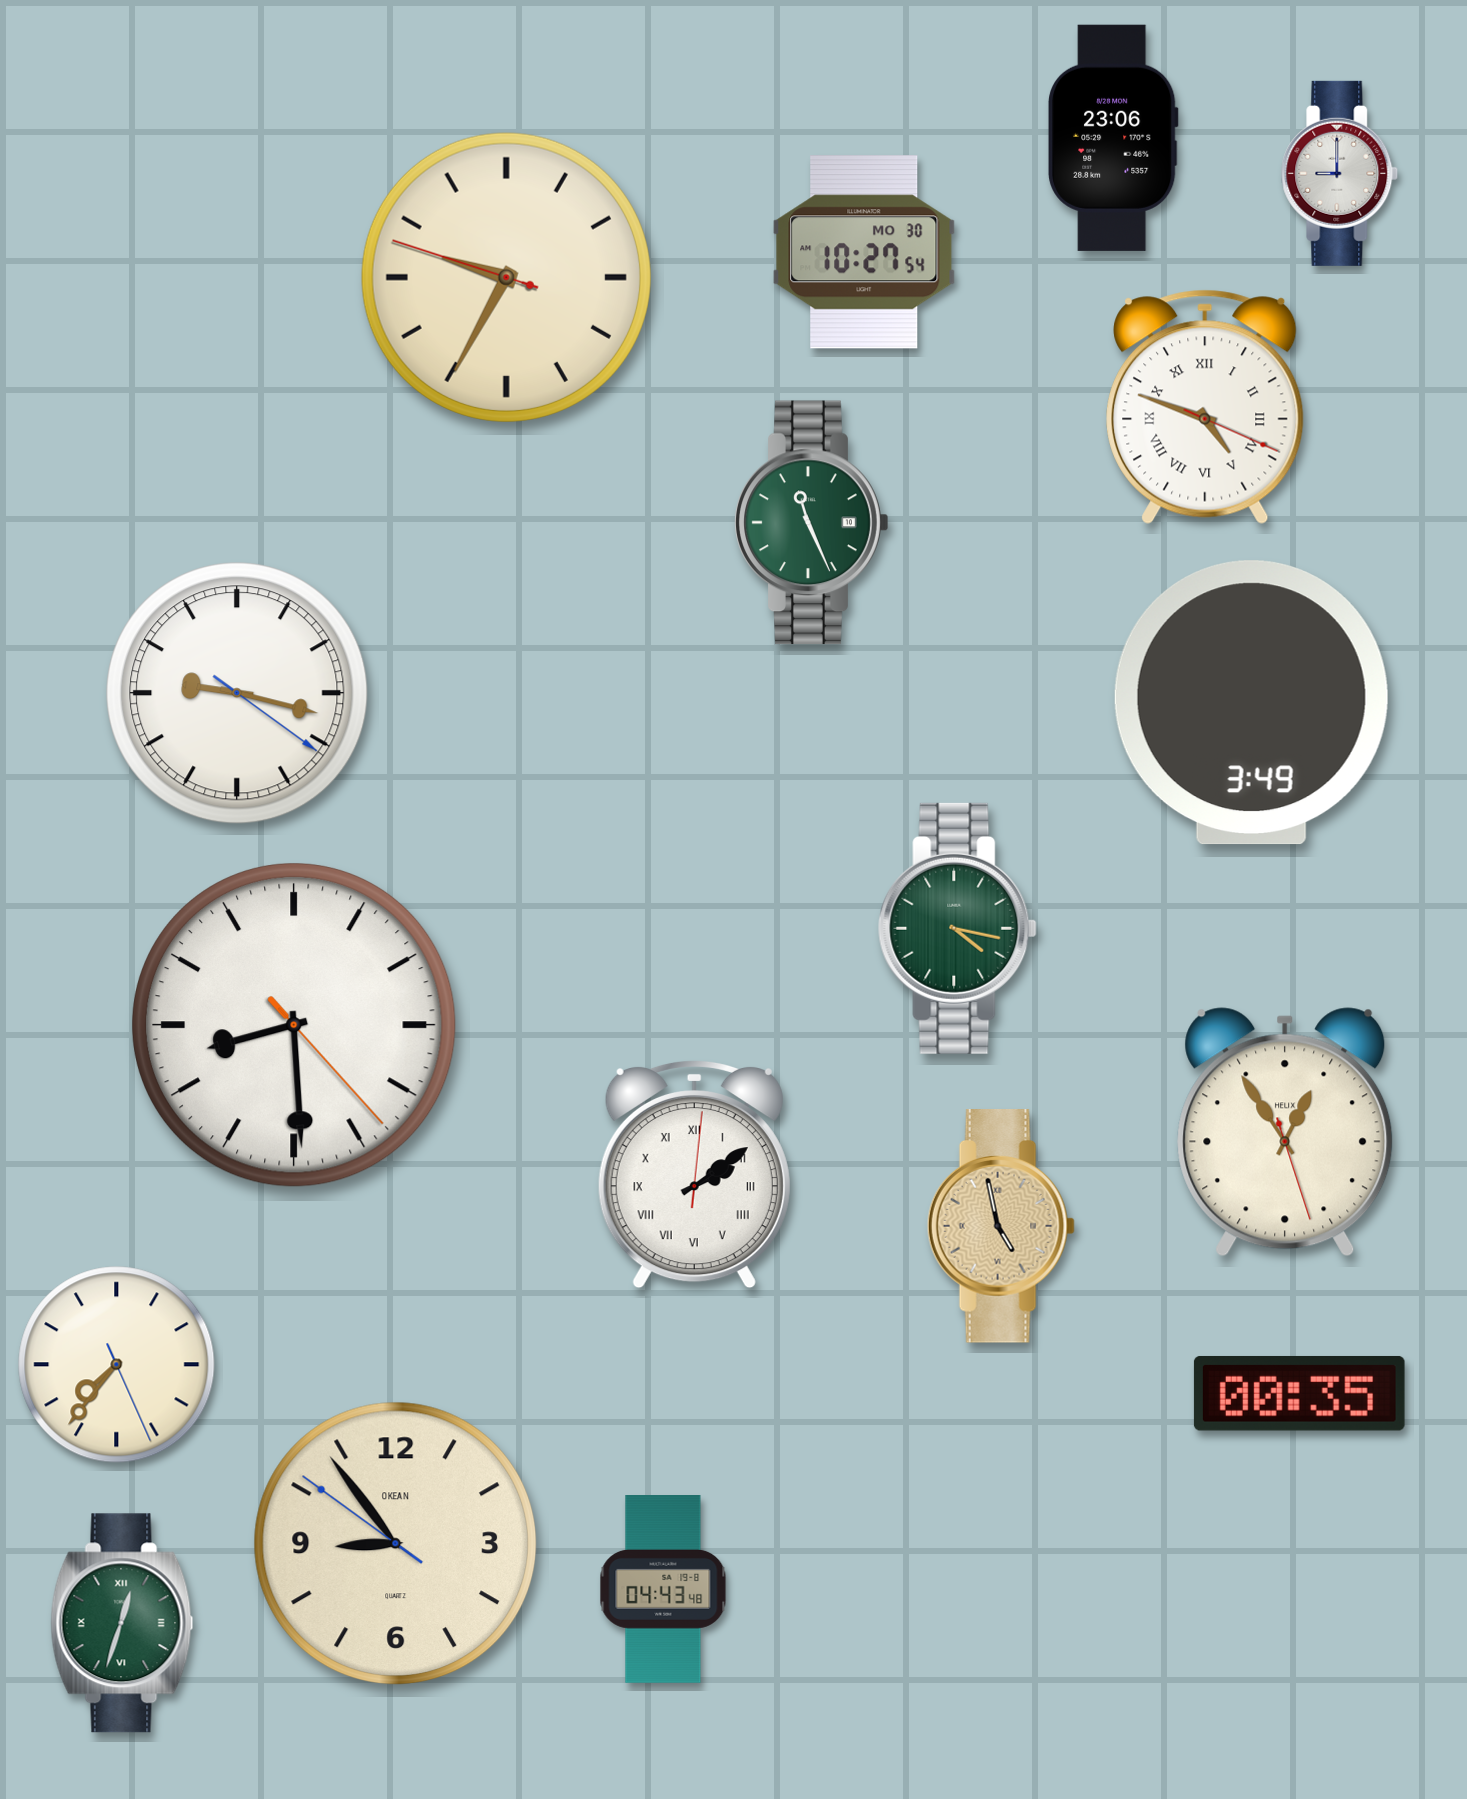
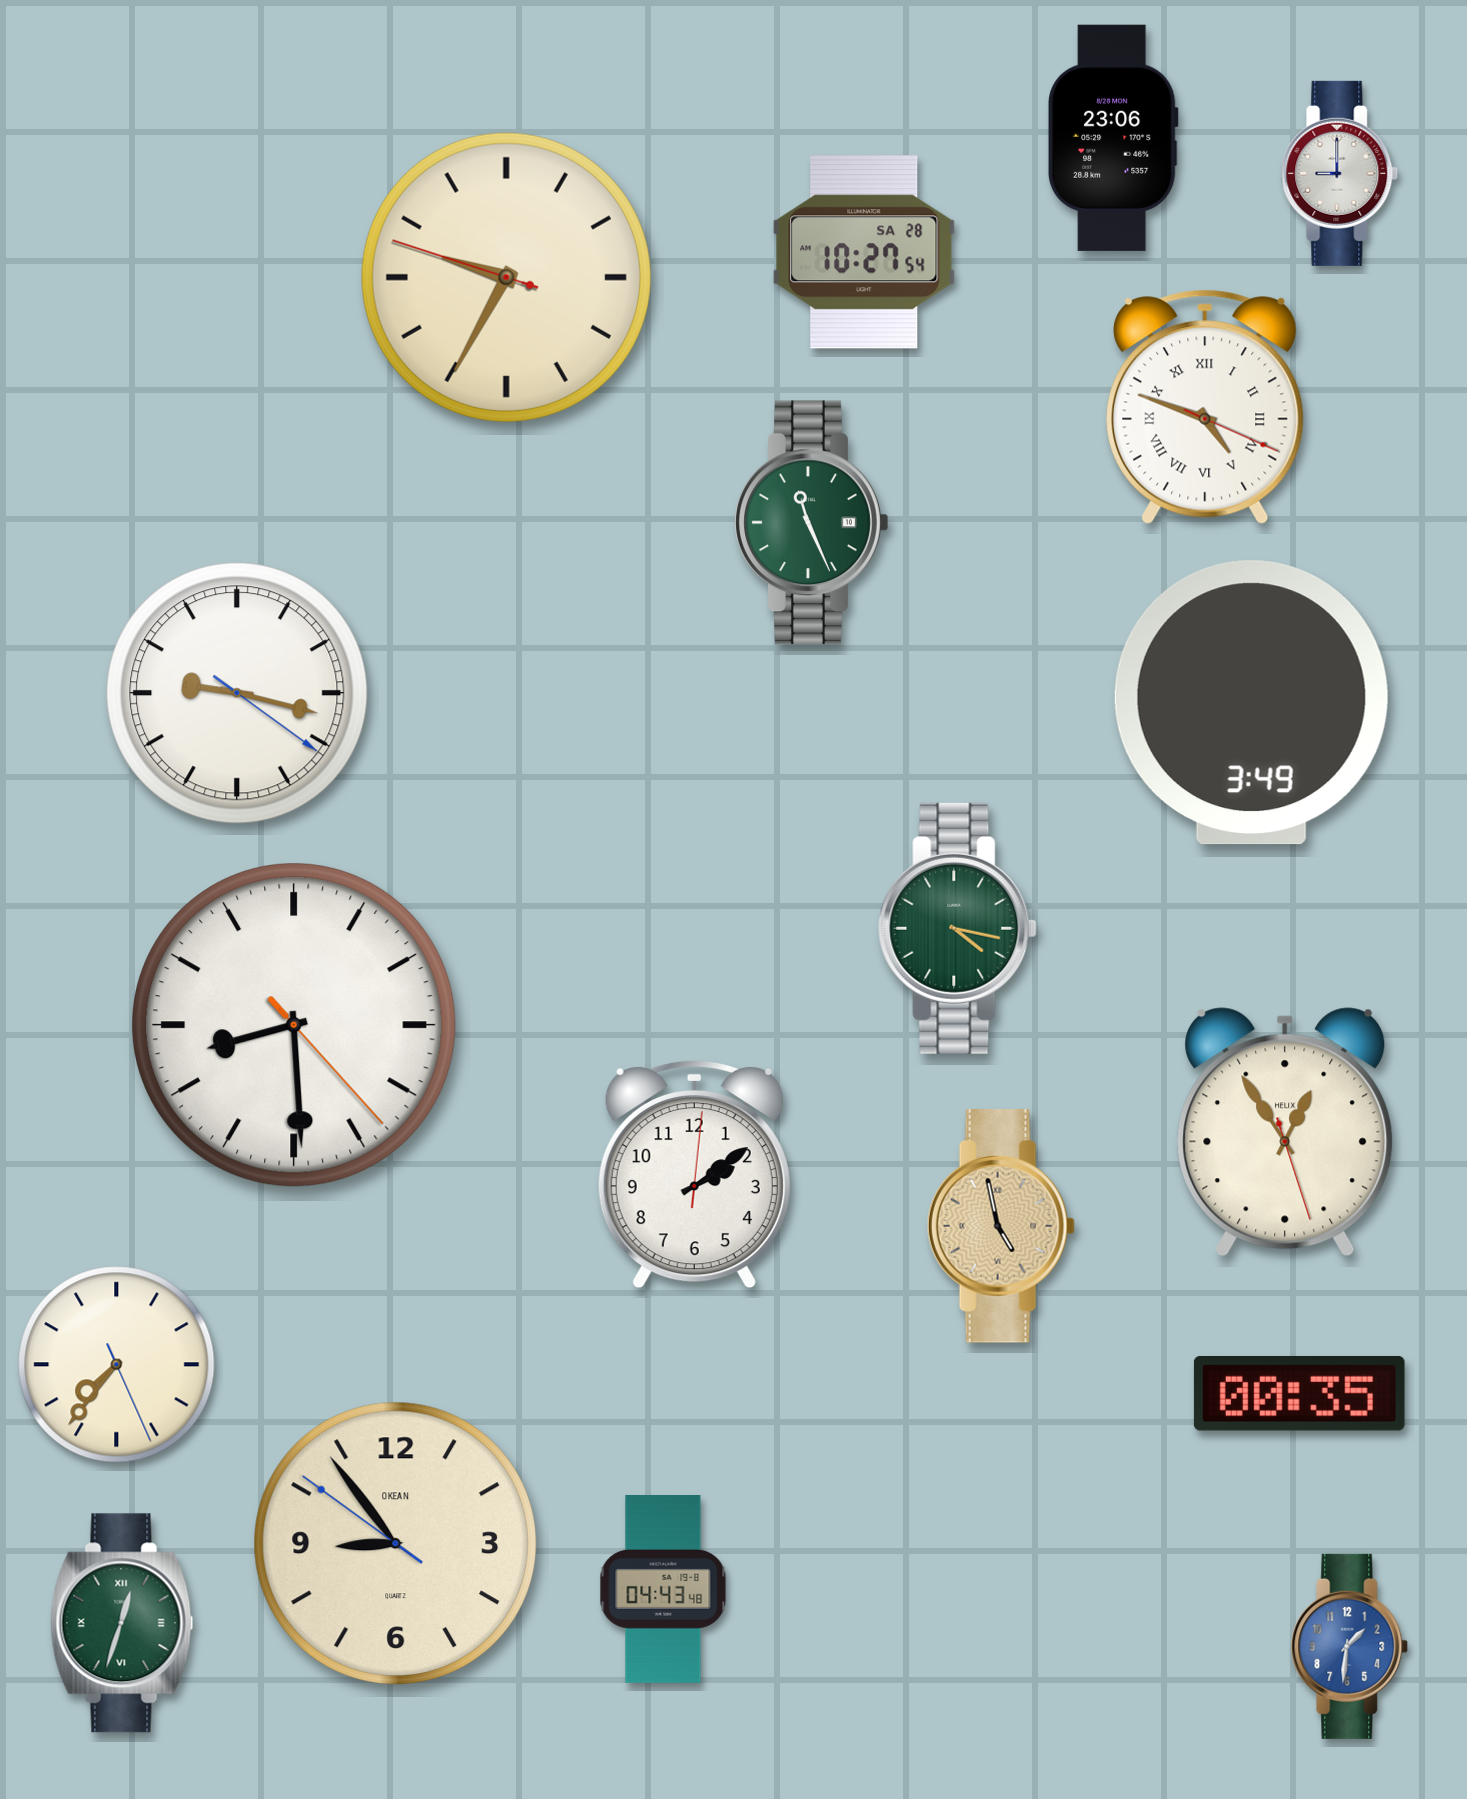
clock at (864, 252) date: MO 30 -> SA 28
clock at (694, 1174) numerals: Roman -> Arabic
clock at (1350, 1646): none -> 1:31
